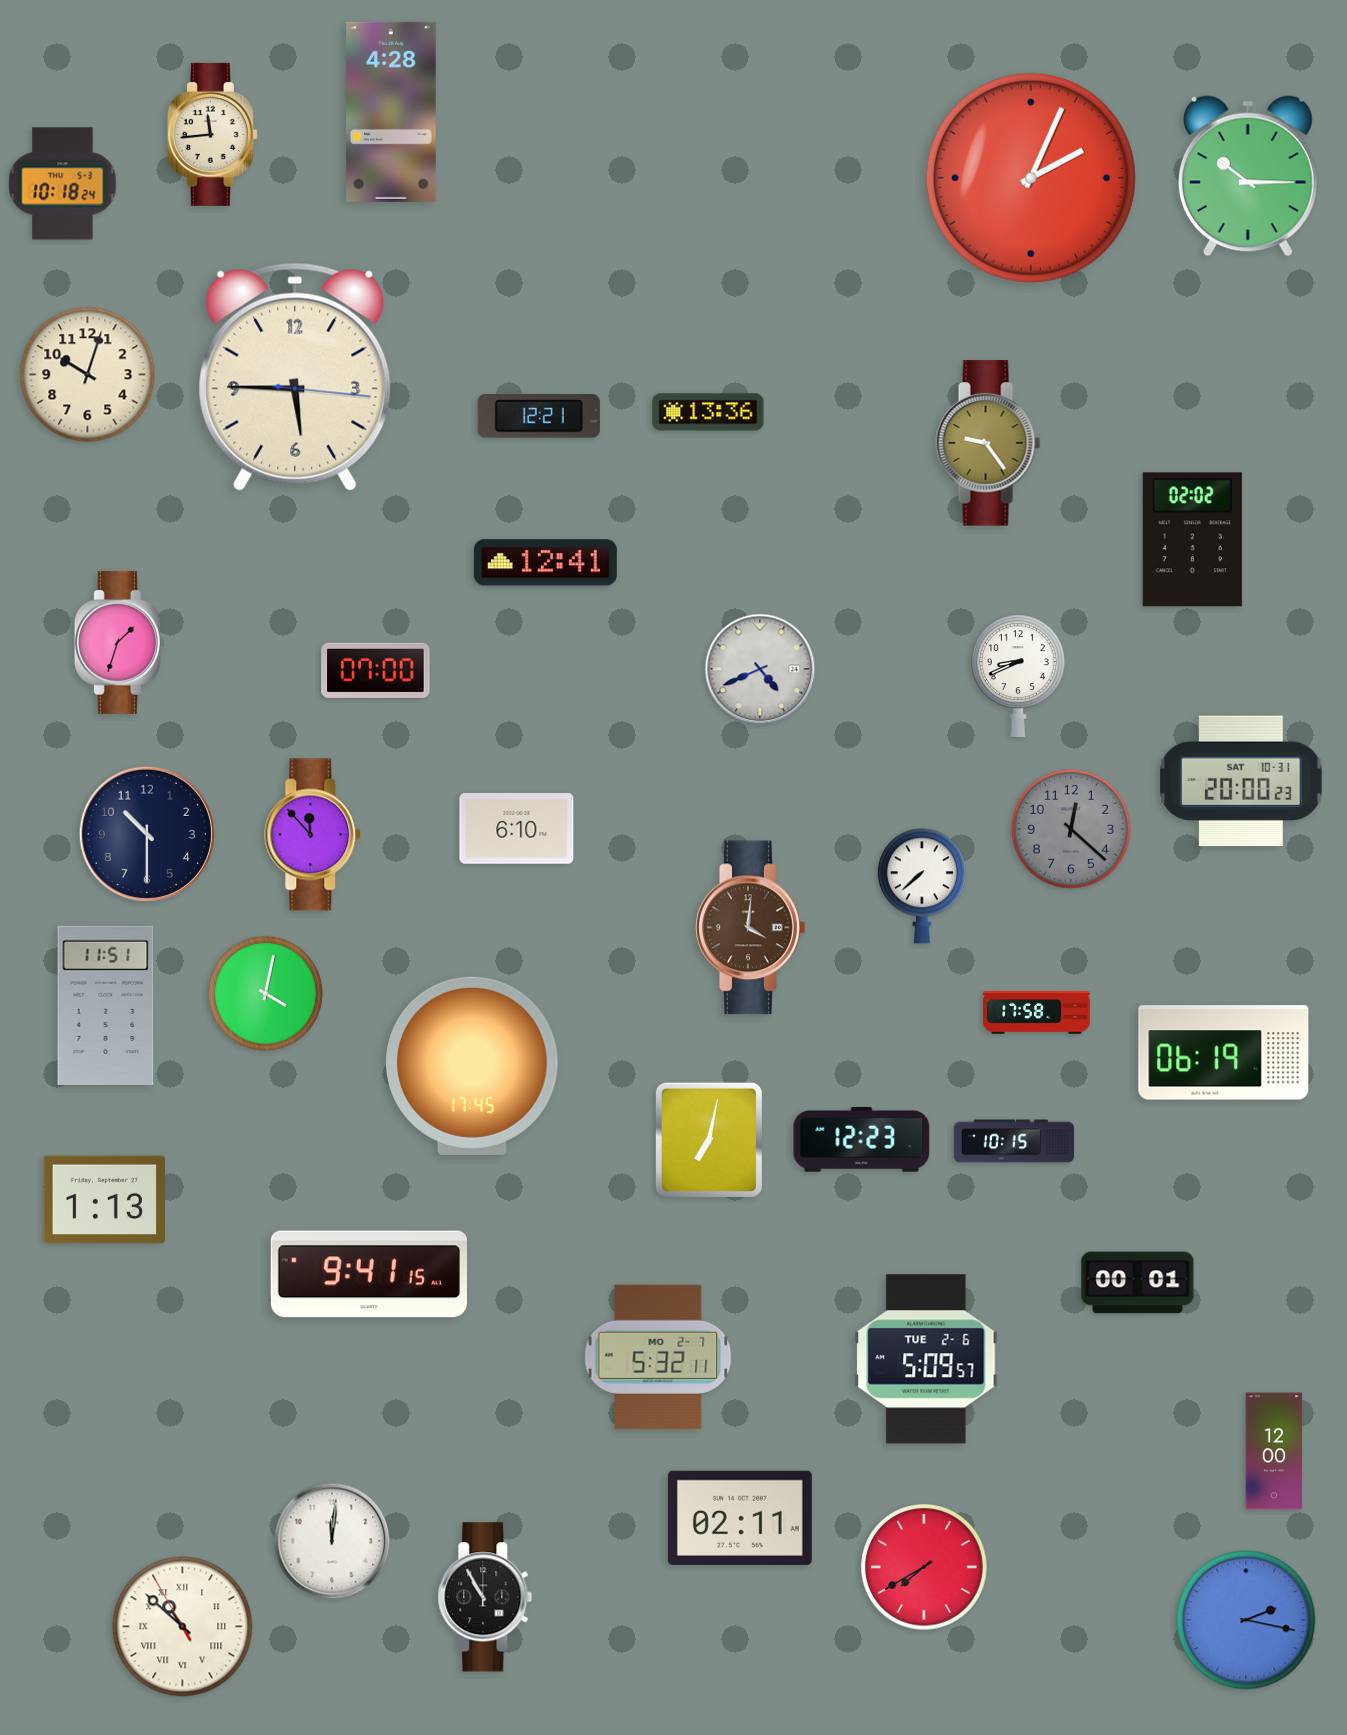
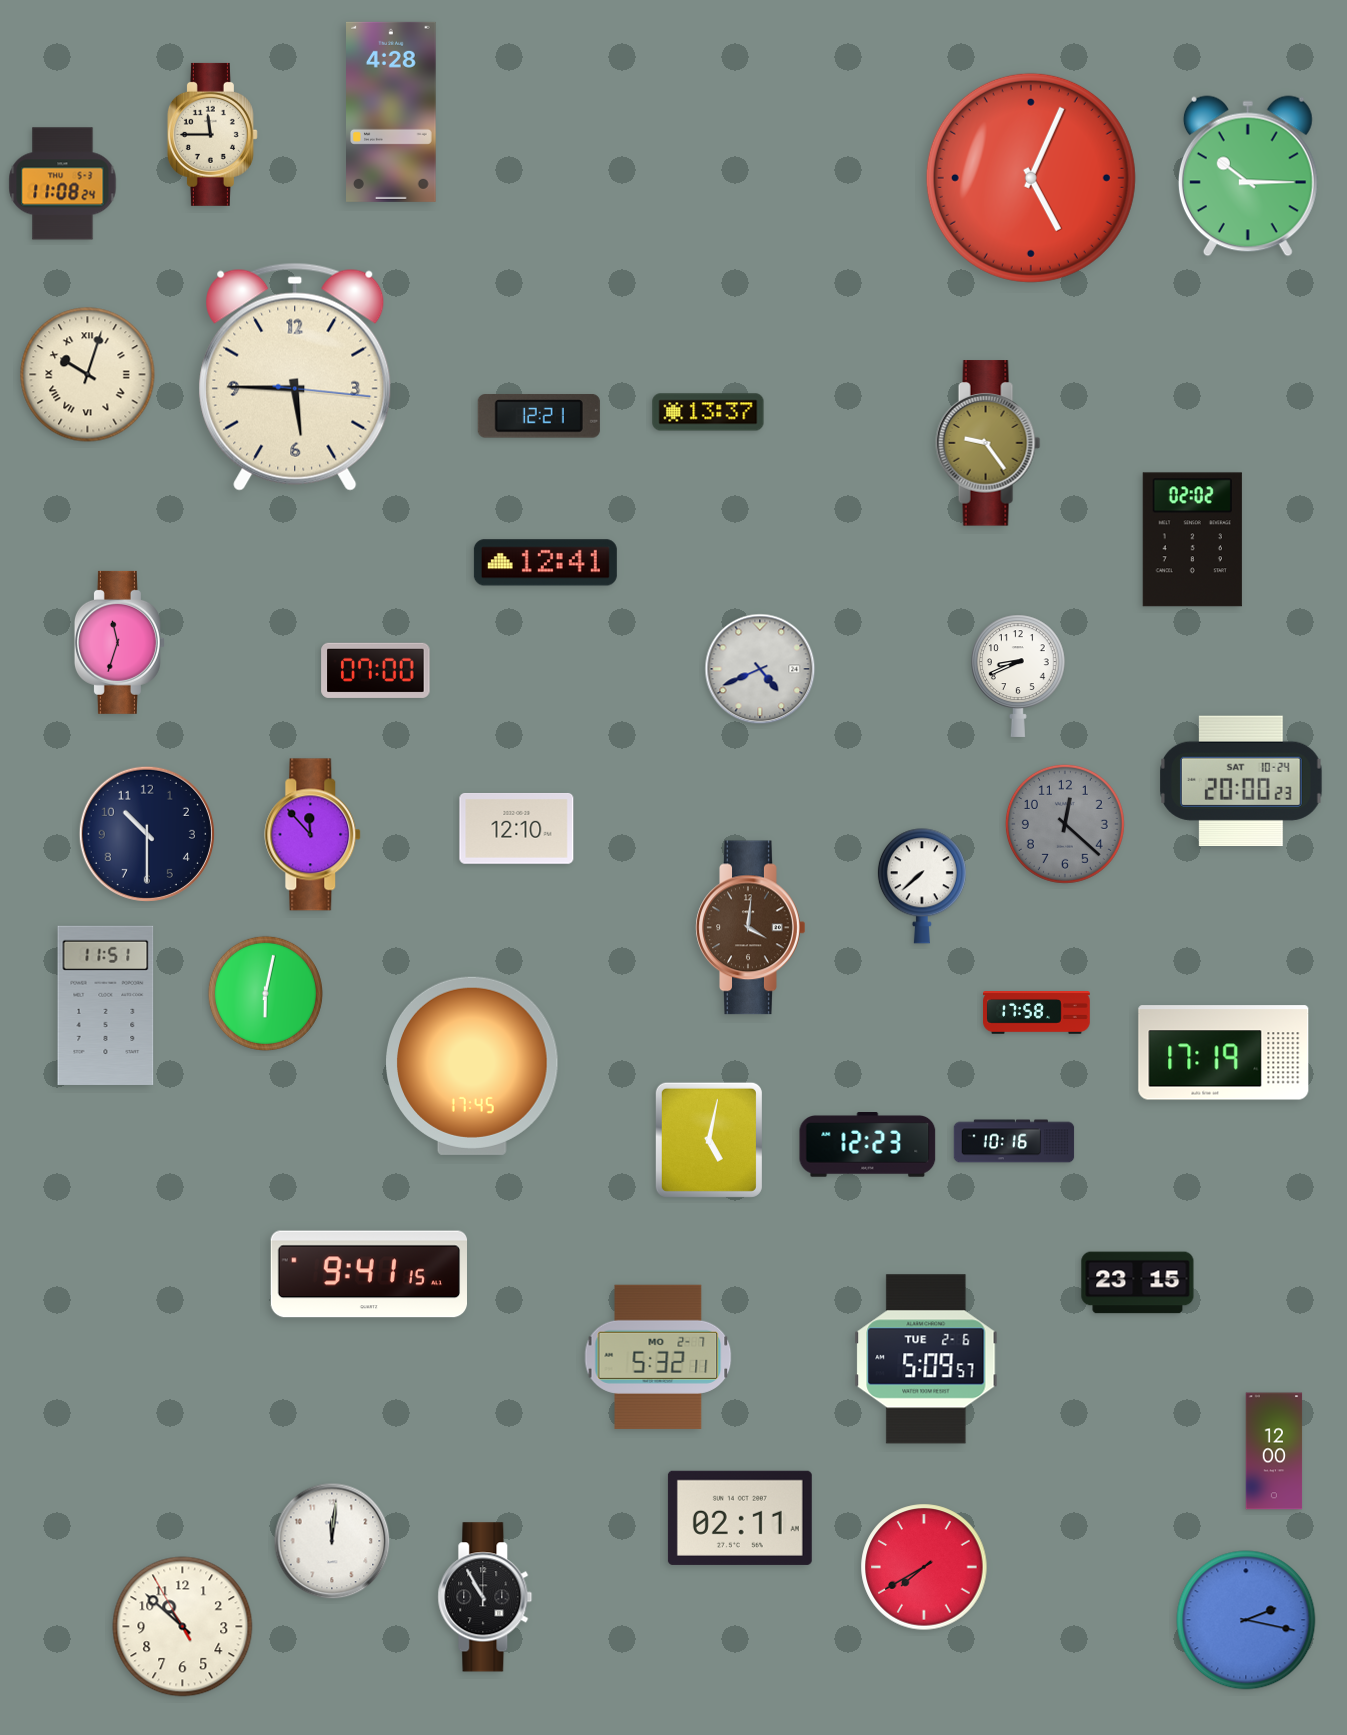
clock at (212, 134): 11:44 -> 11:45
clock at (1031, 178): 2:04 -> 5:04
clock at (63, 184): 10:18 -> 11:08
clock at (88, 375) numerals: Arabic -> Roman
clock at (708, 412): 13:36 -> 13:37
clock at (119, 642): 1:33 -> 11:33
clock at (1241, 780) date: SAT 10-31 -> SAT 10-24
clock at (517, 828): 6:10 -> 12:10
clock at (1071, 829) position: (1071, 829) -> (1065, 824)
clock at (265, 993): 4:02 -> 6:02
clock at (1224, 1053): 06:19 -> 17:19
clock at (709, 1140): 7:02 -> 5:02
clock at (862, 1140) position: (862, 1140) -> (868, 1145)
clock at (1014, 1141): 10:15 -> 10:16
clock at (104, 1200): 1:13 -> none
clock at (1138, 1283): 00:01 -> 23:15
clock at (183, 1627) numerals: Roman -> Arabic
